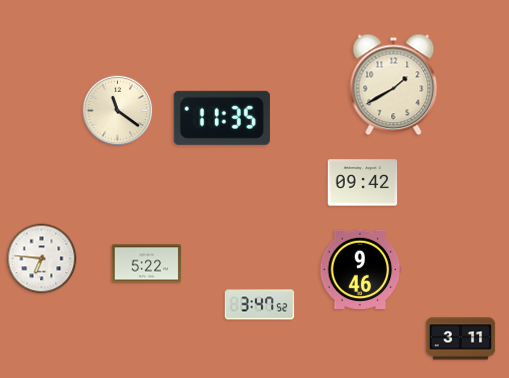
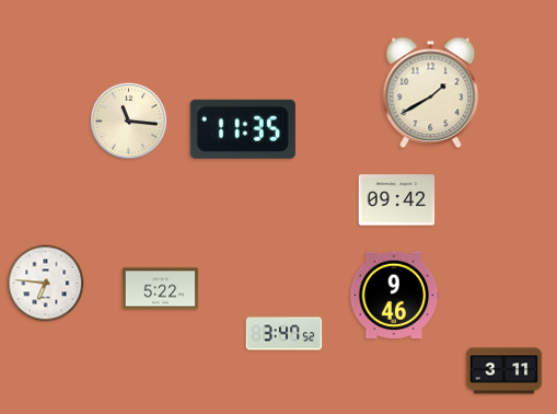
clock at (118, 111): 11:21 -> 11:16
